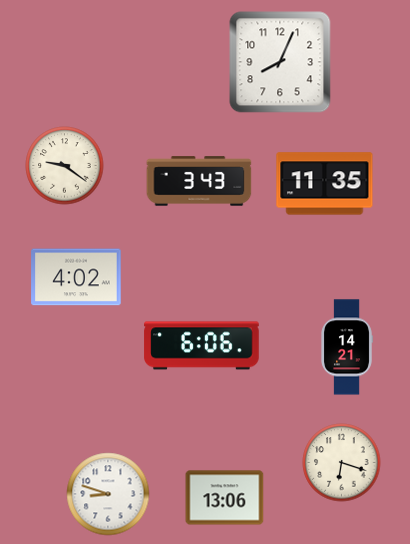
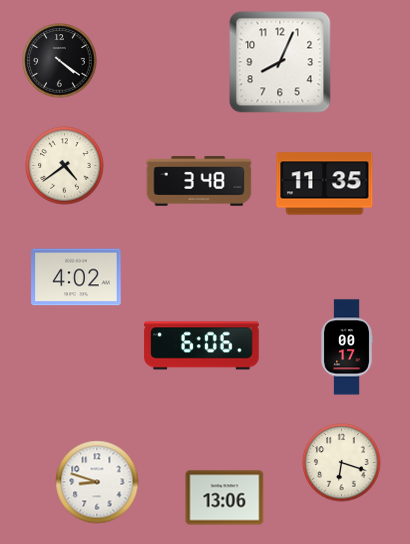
clock at (60, 61): none -> 4:21
clock at (65, 166): 9:21 -> 4:39
clock at (199, 181): 3:43 -> 3:48
clock at (347, 347): 14:21 -> 00:17
clock at (108, 494) position: (108, 494) -> (97, 482)
